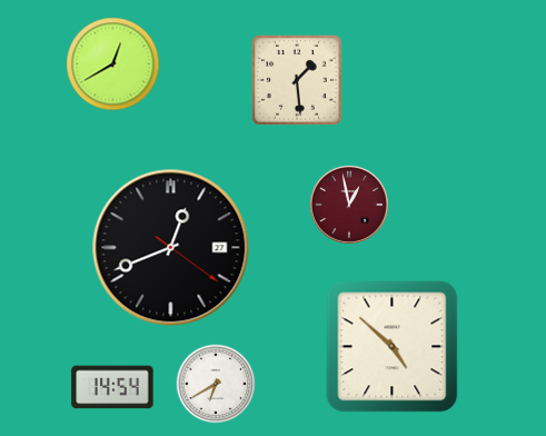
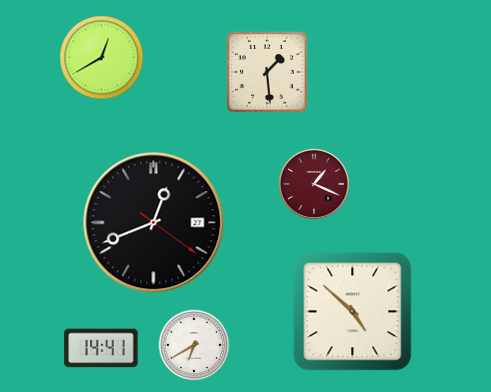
clock at (349, 205): 12:58 -> 1:19
clock at (112, 387): 14:54 -> 14:41
